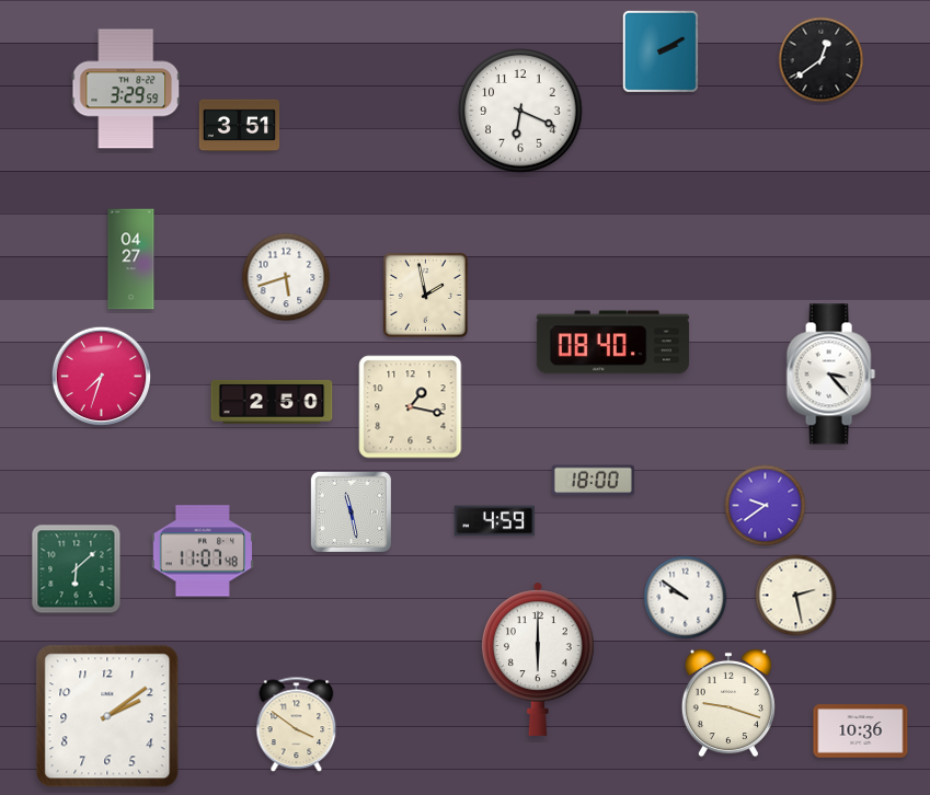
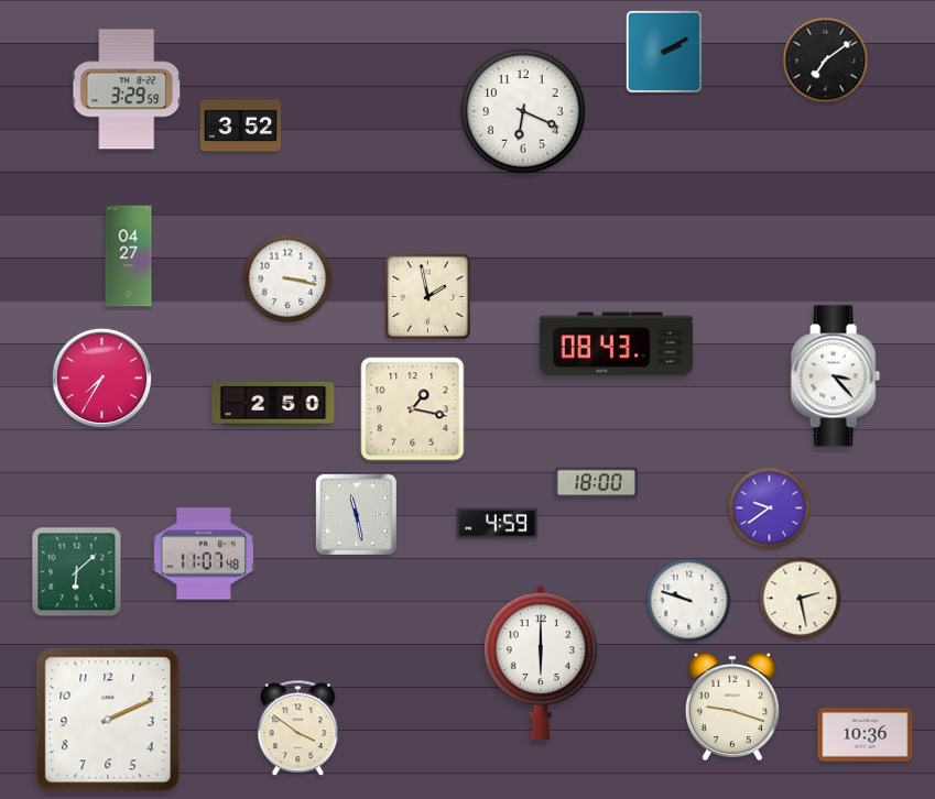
clock at (822, 60): 12:39 -> 7:09
clock at (240, 126): 3:51 -> 3:52
clock at (131, 260) position: (131, 260) -> (129, 256)
clock at (286, 277): 5:42 -> 3:17
clock at (612, 343): 08:40 -> 08:43
clock at (102, 377): 7:33 -> 7:35
clock at (351, 511) position: (351, 511) -> (356, 514)
clock at (686, 598): 9:51 -> 9:48
clock at (107, 716): 2:09 -> 2:11
